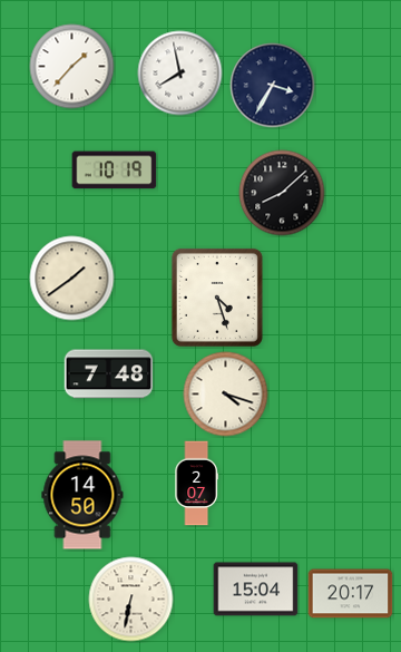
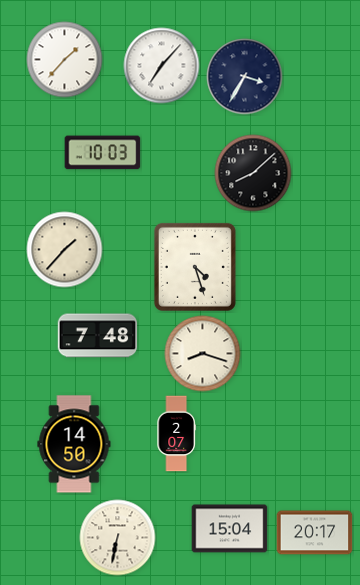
clock at (180, 74): 7:58 -> 7:07
clock at (115, 171): 10:19 -> 10:03
clock at (72, 279): 1:39 -> 1:37
clock at (226, 395): 4:18 -> 8:18
